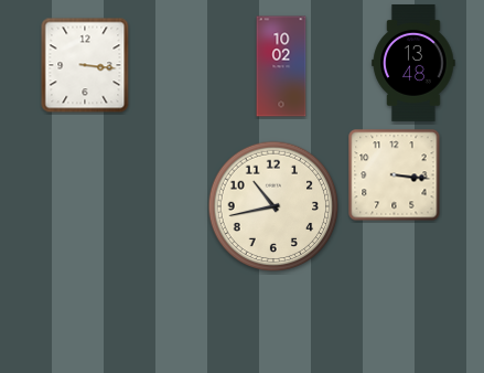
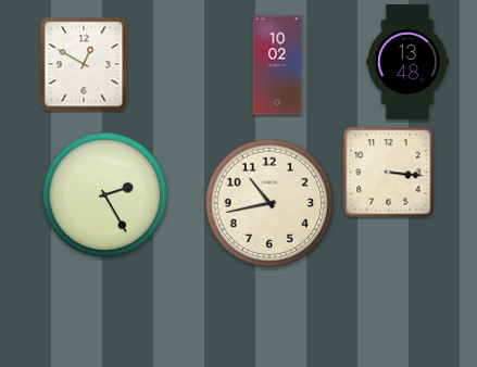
clock at (85, 65): 3:16 -> 12:50
clock at (105, 195): none -> 2:25
